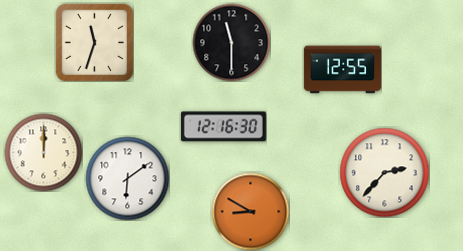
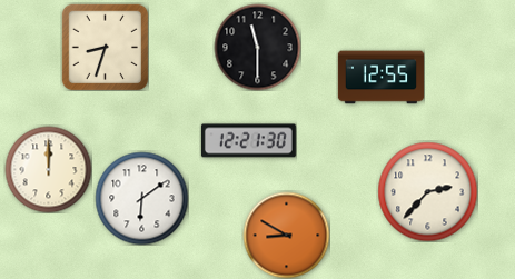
clock at (94, 42): 11:33 -> 8:33
clock at (223, 127): 12:16 -> 12:21
clock at (250, 211) position: (250, 211) -> (286, 235)
